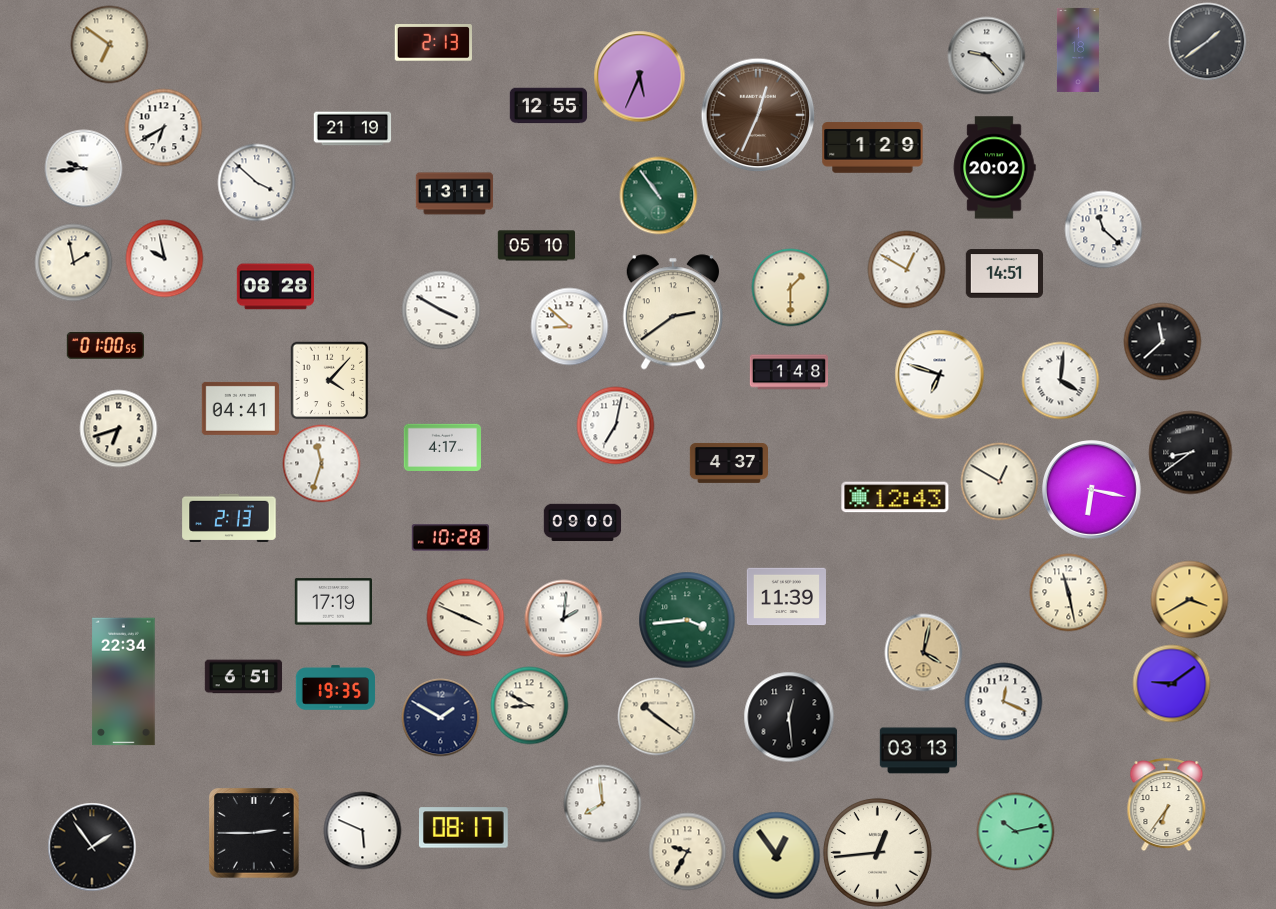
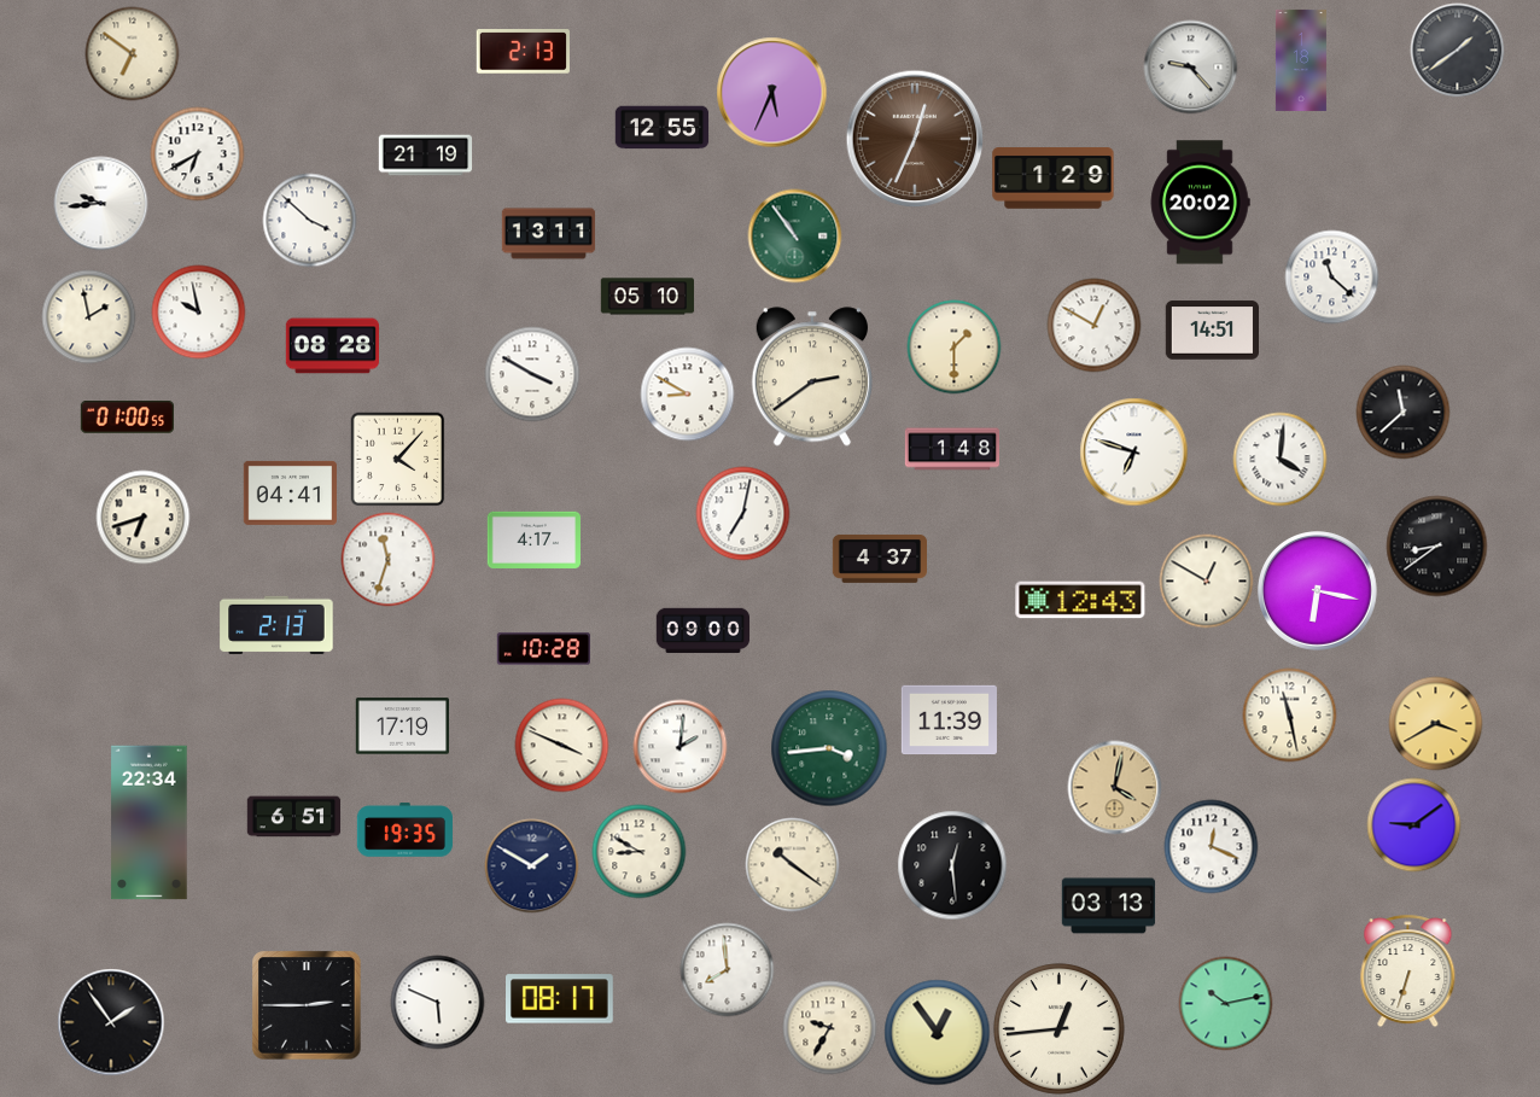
clock at (569, 326): 8:52 -> 8:50
clock at (1167, 804): 6:36 -> 6:33
